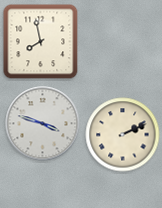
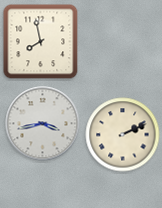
clock at (43, 124): 3:48 -> 3:43
